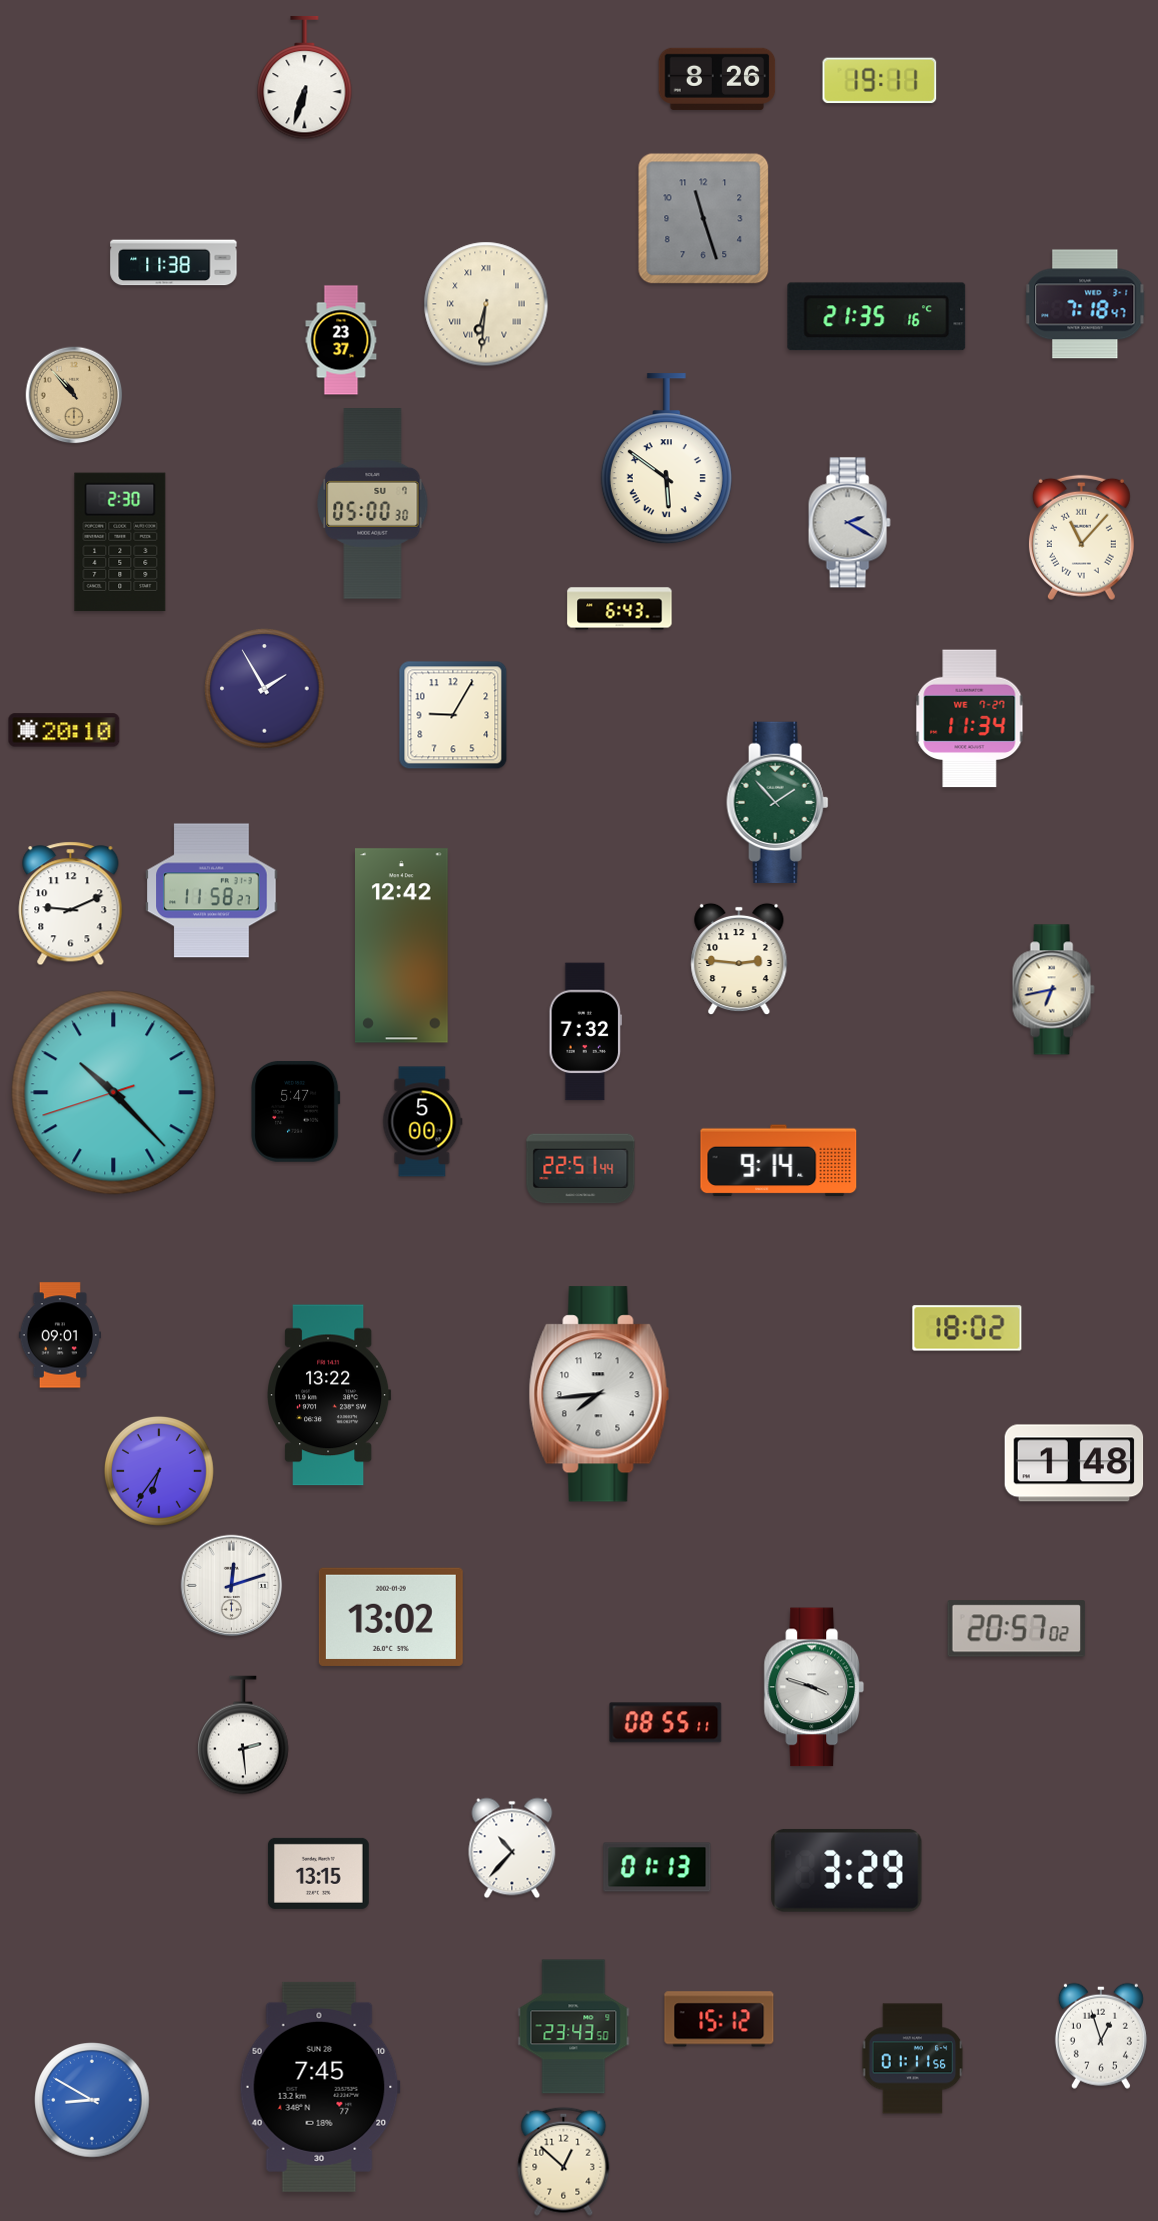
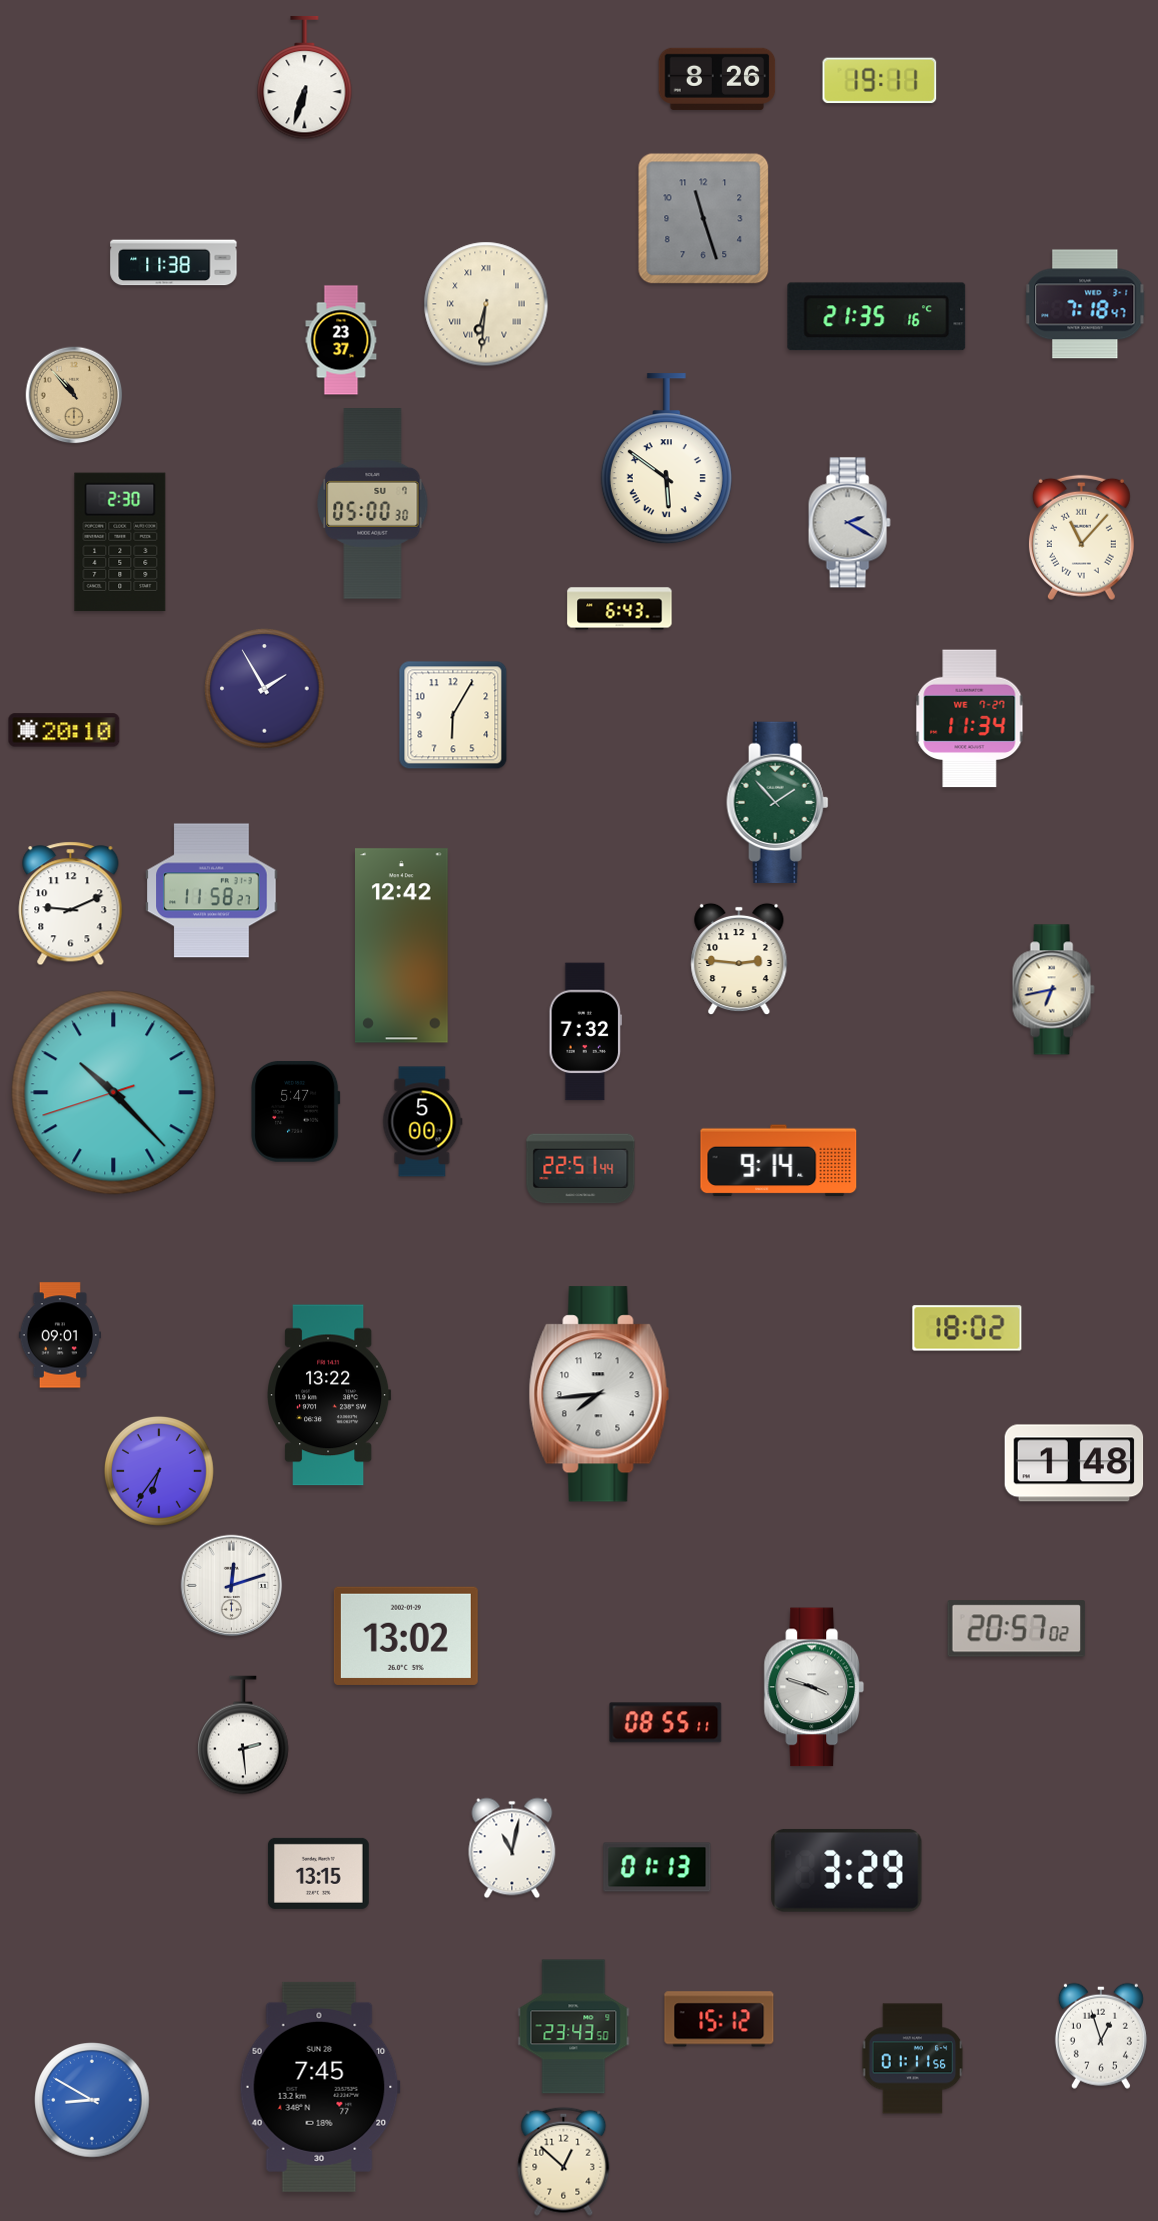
clock at (453, 715): 9:05 -> 6:05
clock at (391, 1617) position: (391, 1617) -> (406, 1636)
clock at (512, 1848): 10:37 -> 11:02
